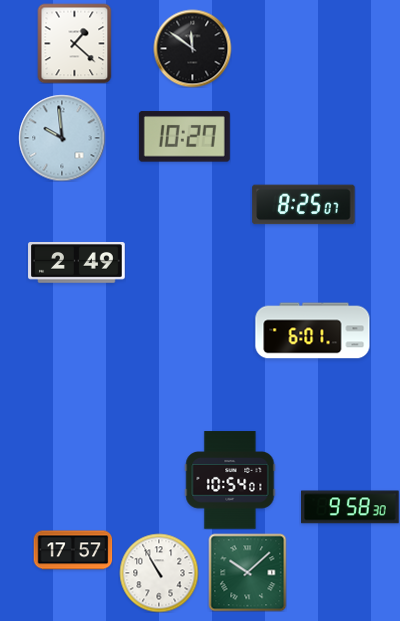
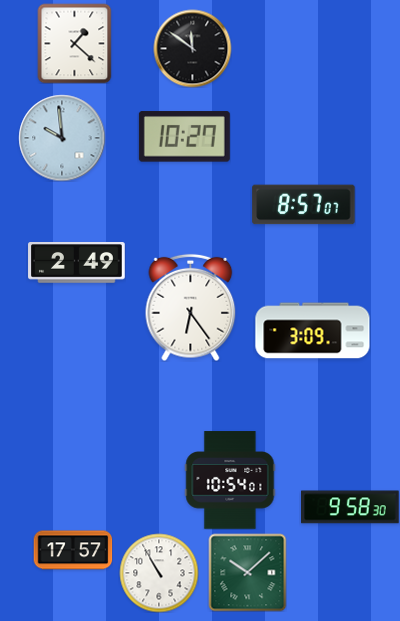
clock at (304, 205): 8:25 -> 8:57
clock at (191, 307): none -> 6:24
clock at (313, 331): 6:01 -> 3:09
